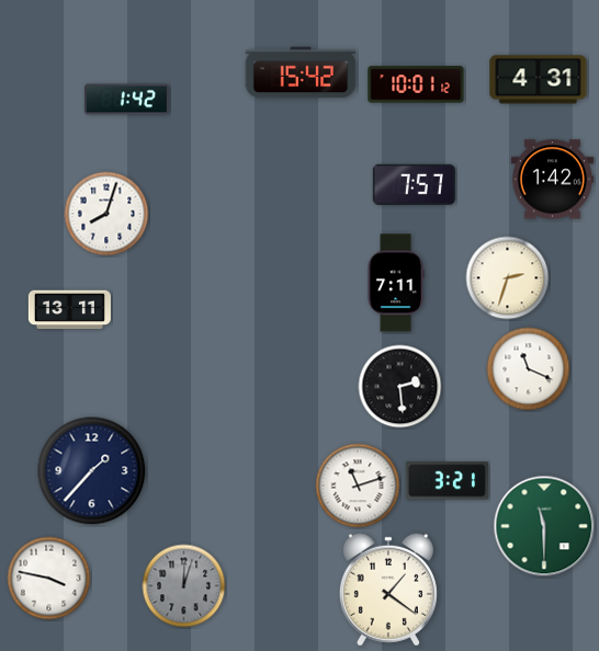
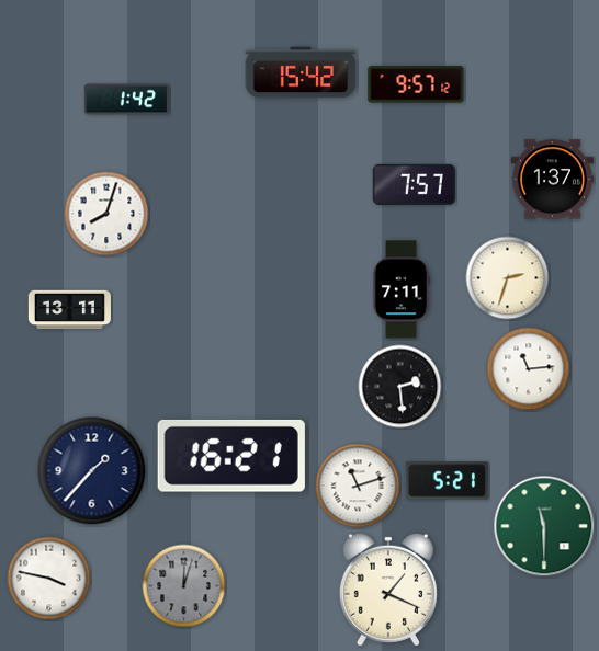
clock at (539, 80): 4:31 -> none
clock at (416, 84): 10:01 -> 9:57
clock at (552, 180): 1:42 -> 1:37
clock at (396, 283) position: (396, 283) -> (402, 289)
clock at (529, 369): 11:19 -> 11:14
clock at (231, 456): none -> 16:21
clock at (447, 481): 3:21 -> 5:21
clock at (388, 590): 1:21 -> 1:19
